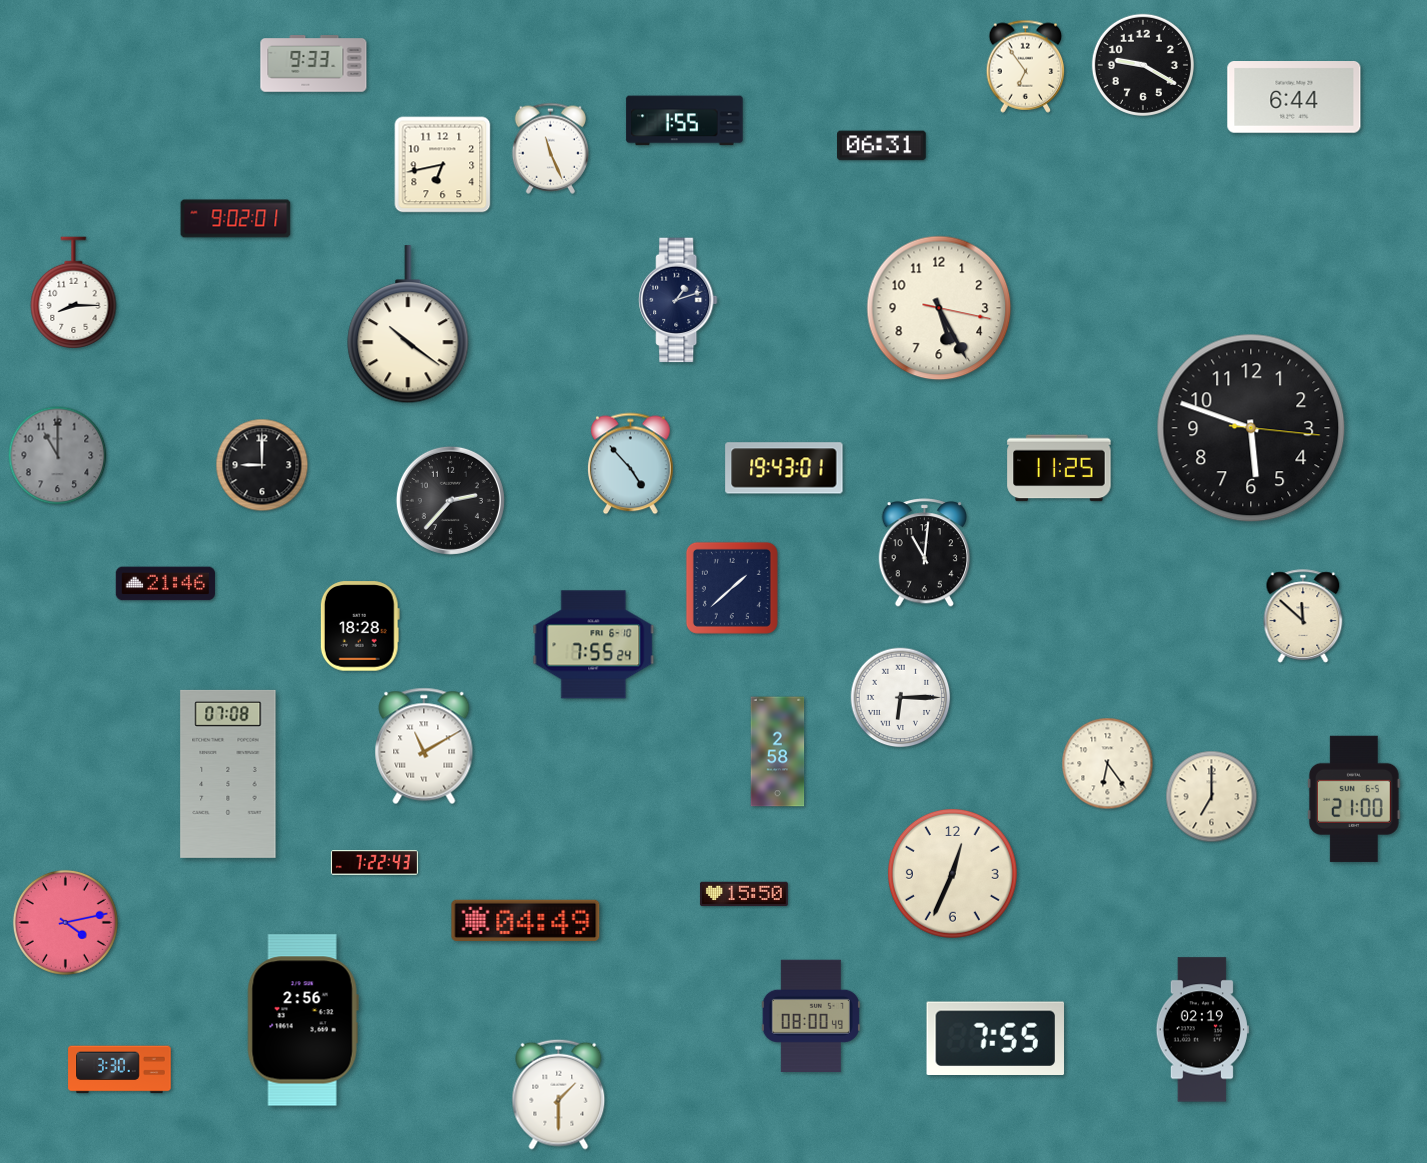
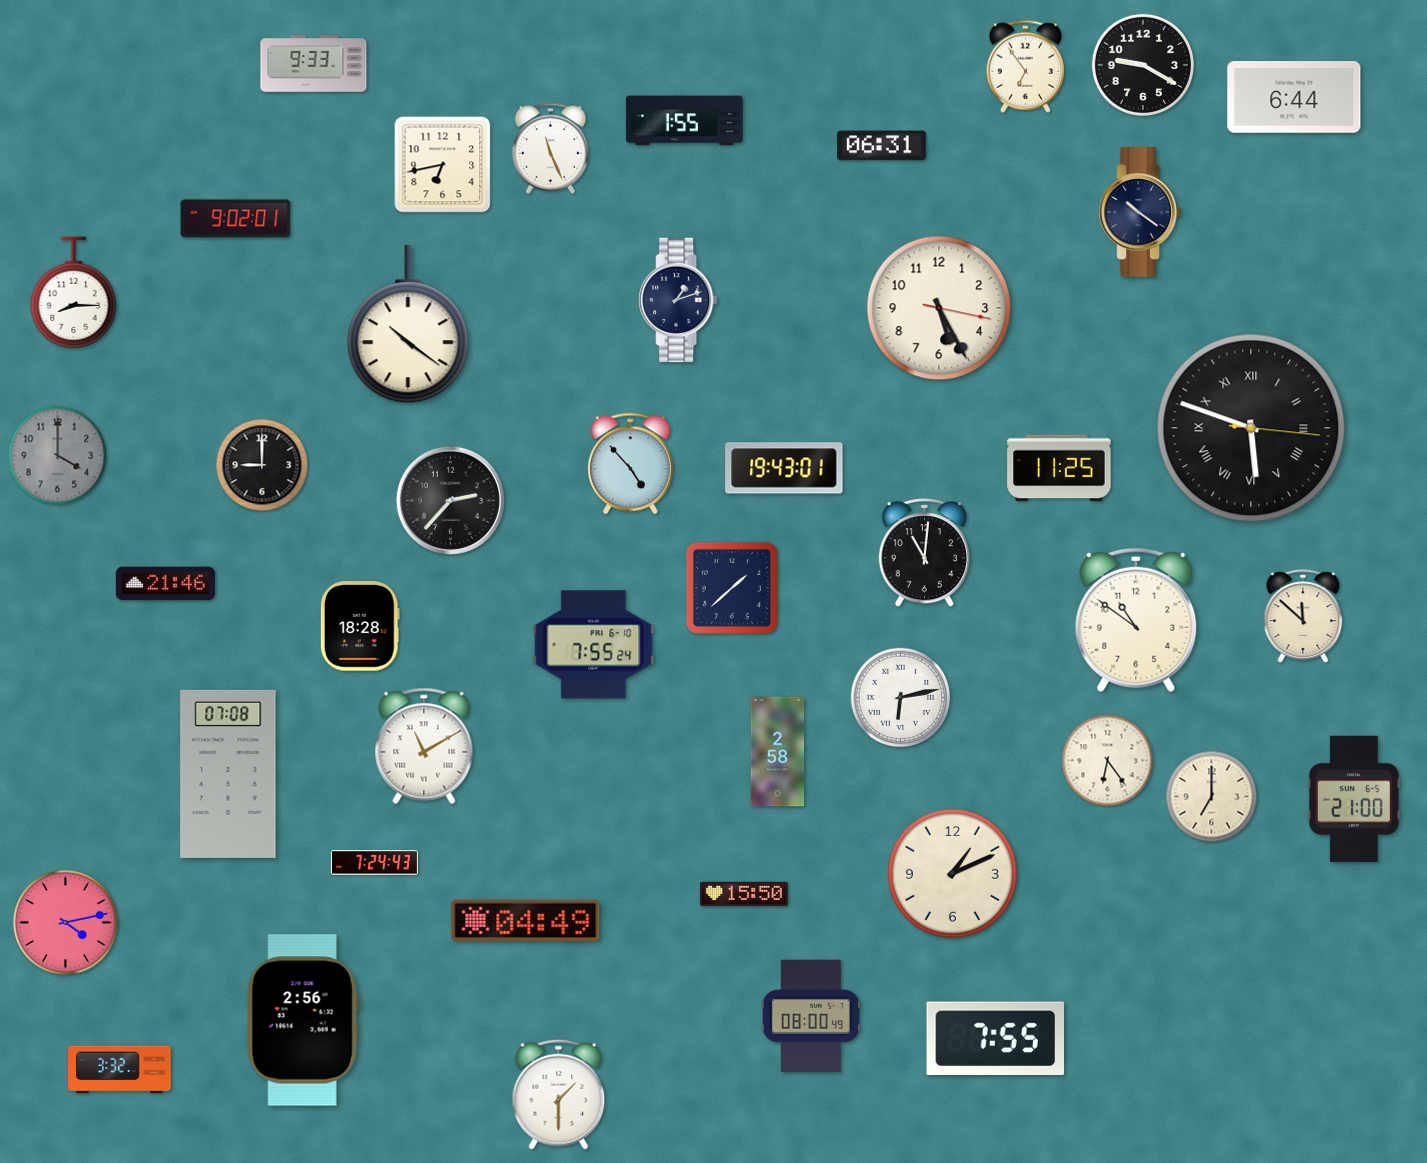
clock at (1139, 212): none -> 10:21
clock at (1251, 428) numerals: Arabic -> Roman
clock at (58, 456): 11:00 -> 4:00
clock at (1136, 620): none -> 10:51
clock at (901, 698): 6:15 -> 6:13
clock at (1108, 764) position: (1108, 764) -> (1108, 761)
clock at (374, 863): 7:22 -> 7:24
clock at (952, 873): 12:34 -> 1:11
clock at (1202, 1030): 02:19 -> none
clock at (120, 1070): 3:30 -> 3:32
